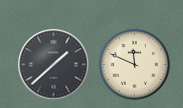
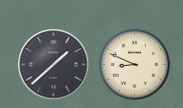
clock at (135, 65): 11:49 -> 8:49
